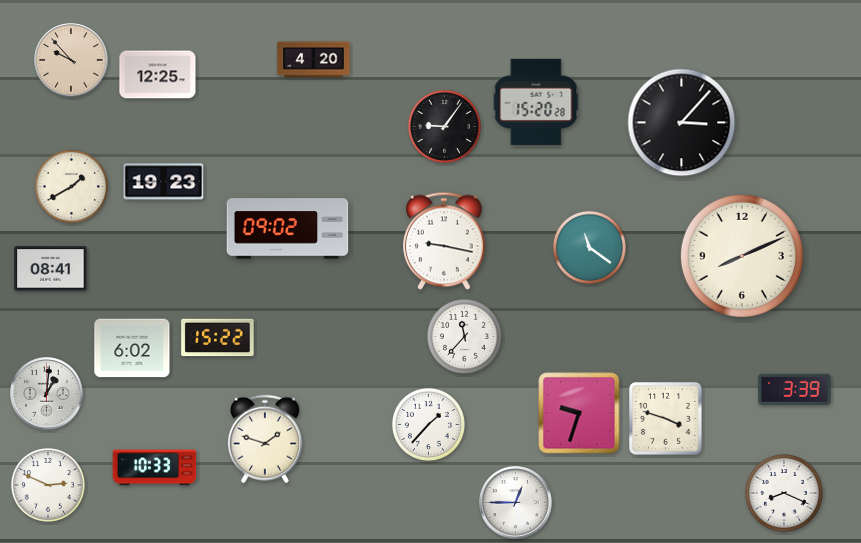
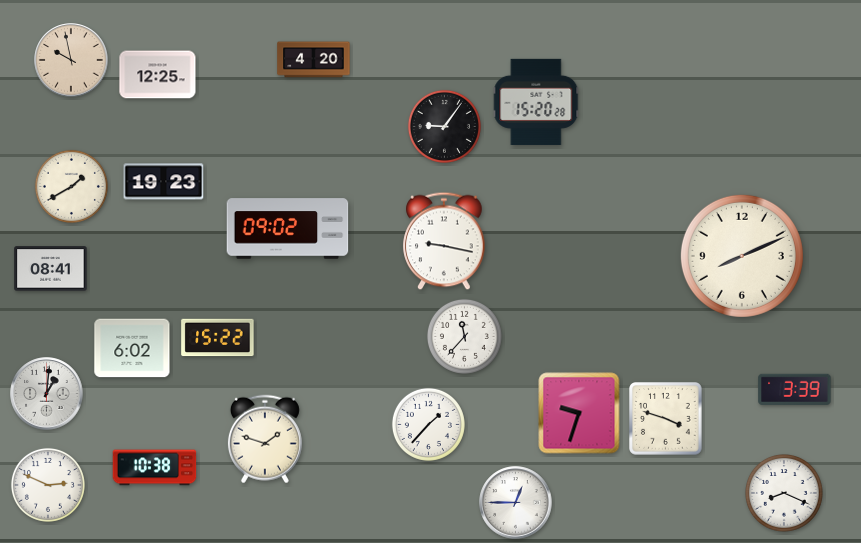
clock at (71, 60): 9:53 -> 9:58
clock at (682, 123): 3:07 -> none
clock at (589, 247): 11:21 -> none
clock at (155, 468): 10:33 -> 10:38
